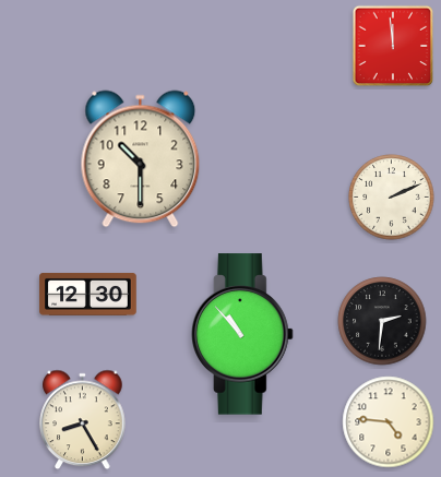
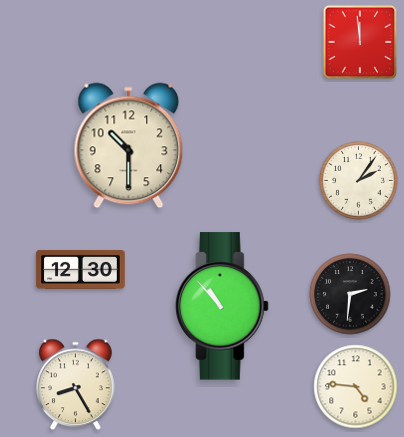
clock at (392, 198): 2:11 -> 2:06
